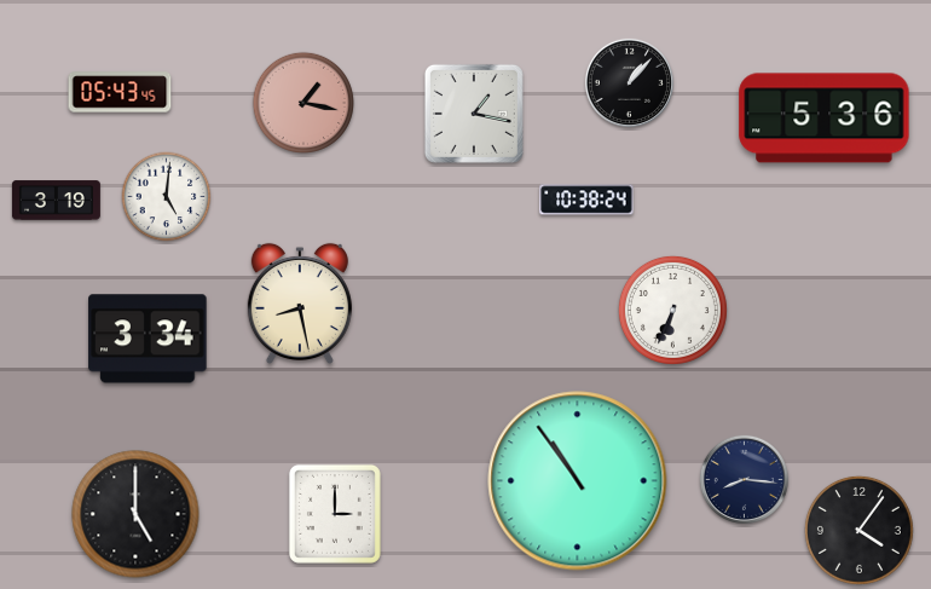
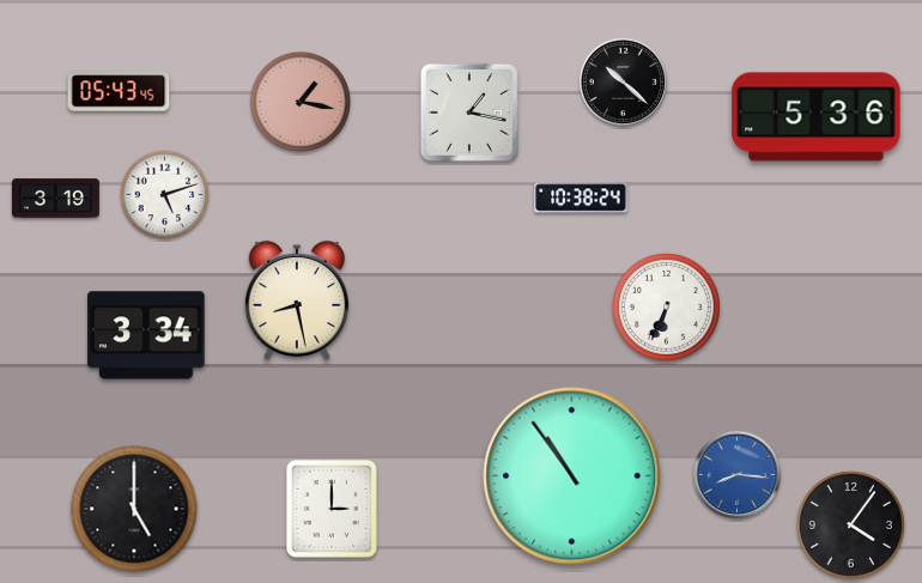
clock at (629, 82): 1:07 -> 10:22
clock at (167, 197): 5:01 -> 5:12
clock at (744, 479) dial: navy -> blue
